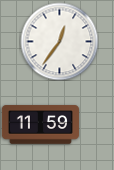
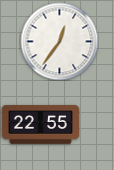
clock at (40, 125): 11:59 -> 22:55
